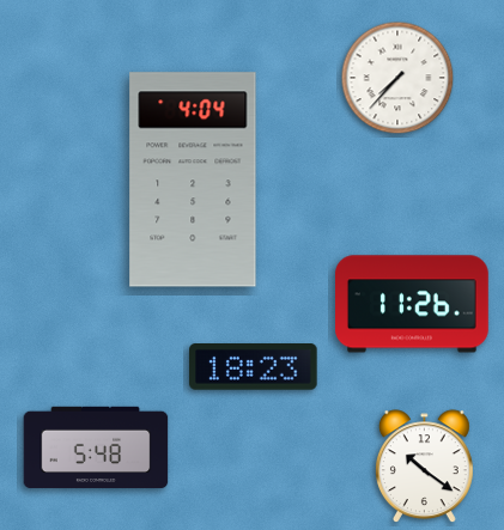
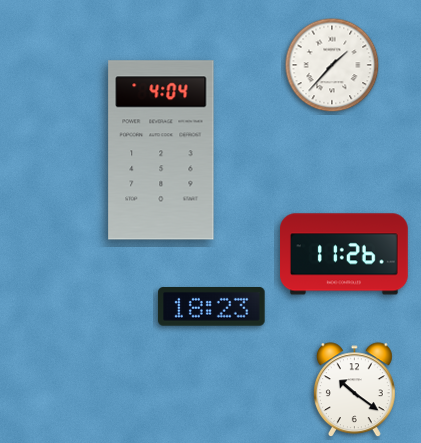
clock at (397, 78): 7:37 -> 1:37
clock at (96, 447): 5:48 -> none
